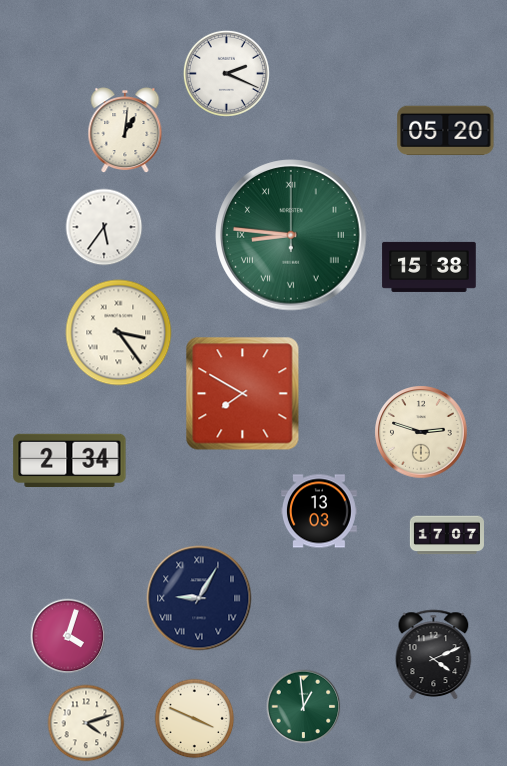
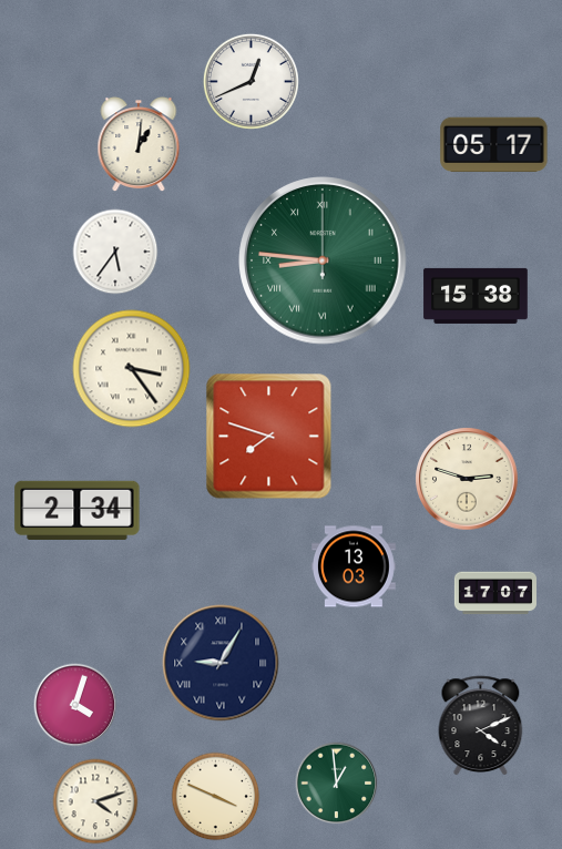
clock at (226, 73): 2:19 -> 12:41
clock at (446, 131): 05:20 -> 05:17
clock at (243, 394): 7:50 -> 7:48
